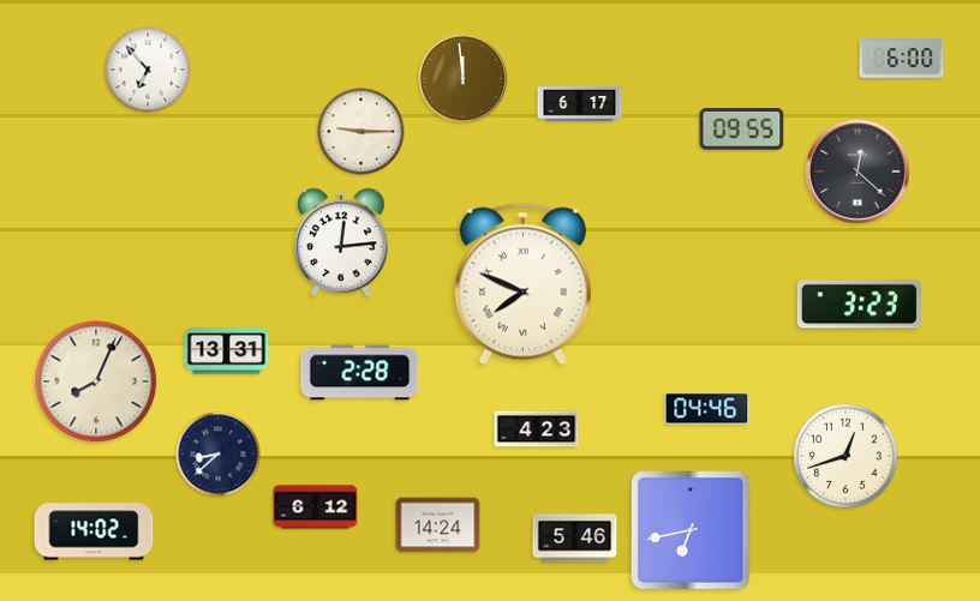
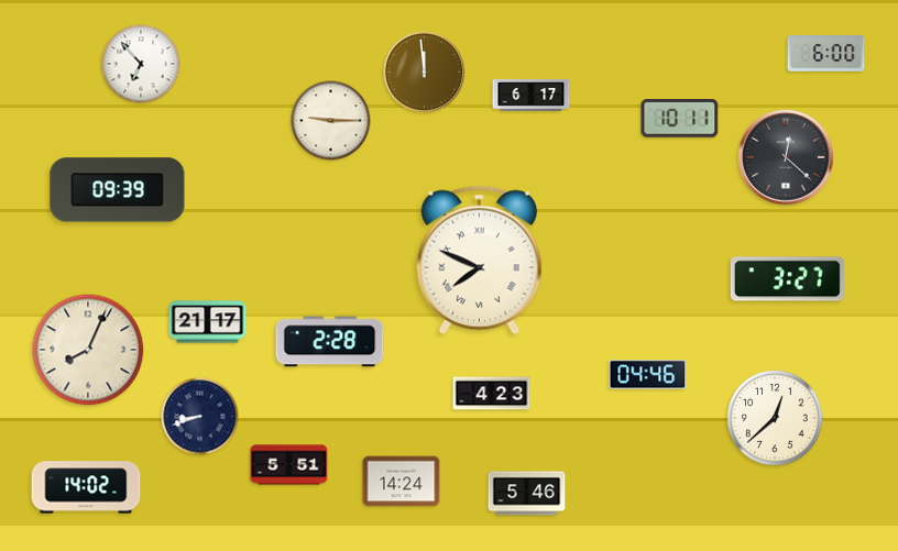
clock at (148, 70) position: (148, 70) -> (141, 64)
clock at (742, 130): 09:55 -> 10:11
clock at (118, 190): none -> 09:39
clock at (342, 242): 12:14 -> none
clock at (859, 305): 3:23 -> 3:27
clock at (227, 351): 13:31 -> 21:17
clock at (219, 455): 8:38 -> 8:42
clock at (845, 456): 12:42 -> 12:38
clock at (316, 507): 6:12 -> 5:51
clock at (691, 530): 6:43 -> none
